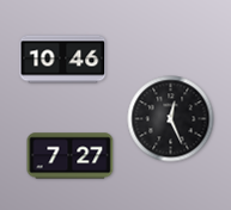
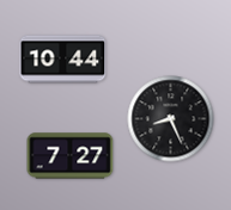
clock at (63, 60): 10:46 -> 10:44
clock at (171, 119): 12:26 -> 8:26
